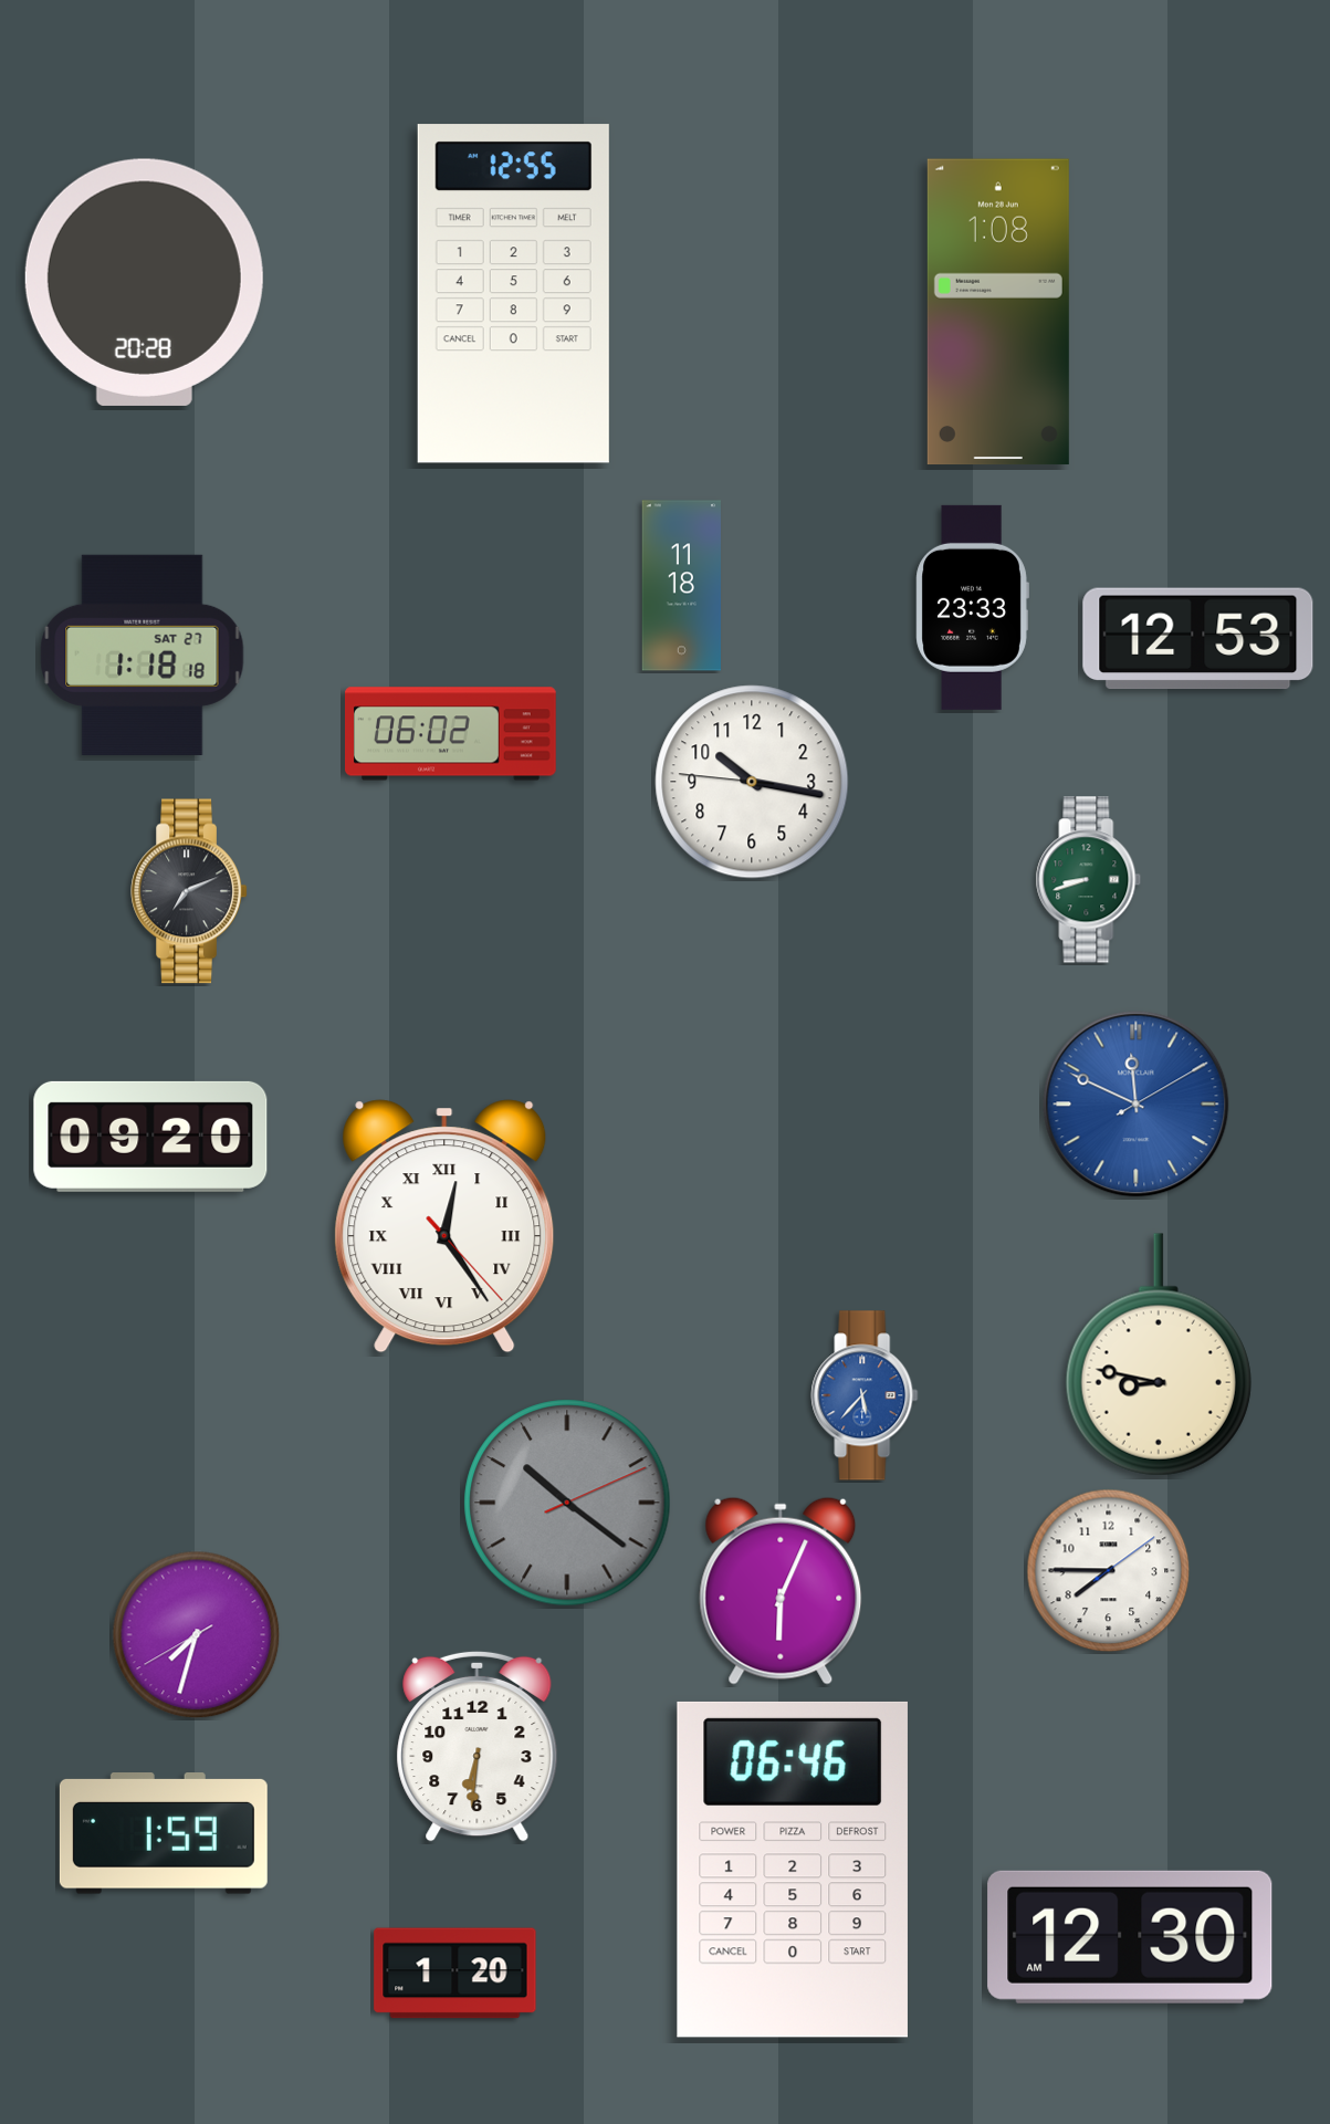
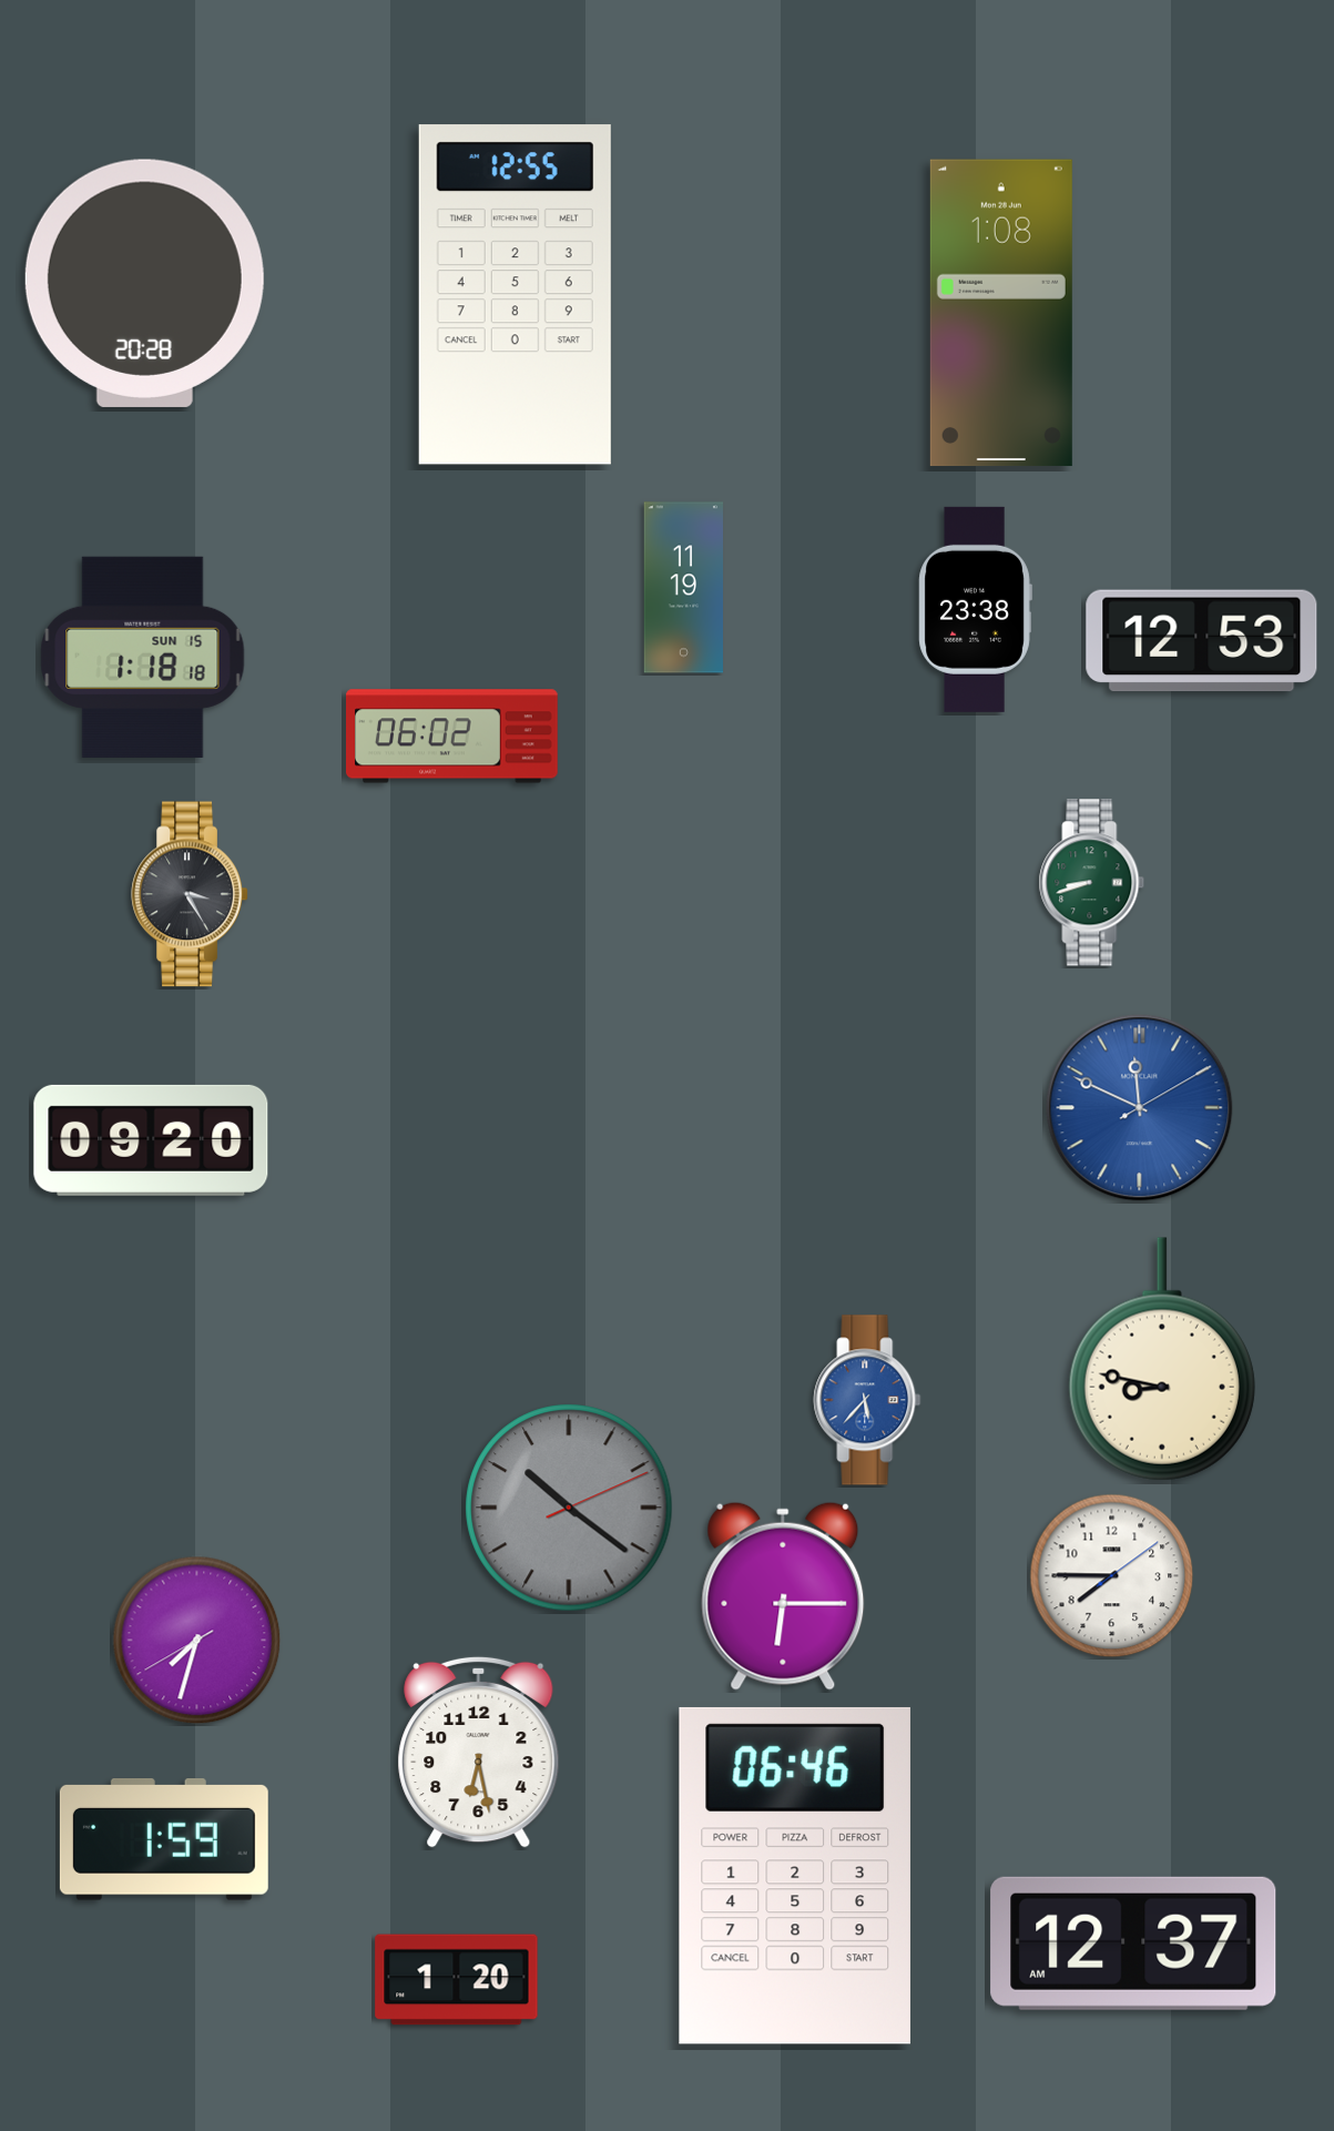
clock at (681, 586): 11:18 -> 11:19
clock at (972, 607): 23:33 -> 23:38
clock at (143, 655) date: SAT 27 -> SUN 15
clock at (752, 782): 10:16 -> none
clock at (189, 891): 7:11 -> 3:25
clock at (444, 1226): 12:24 -> none
clock at (781, 1591): 6:04 -> 6:15
clock at (478, 1746): 6:31 -> 6:28
clock at (1130, 1937): 12:30 -> 12:37
